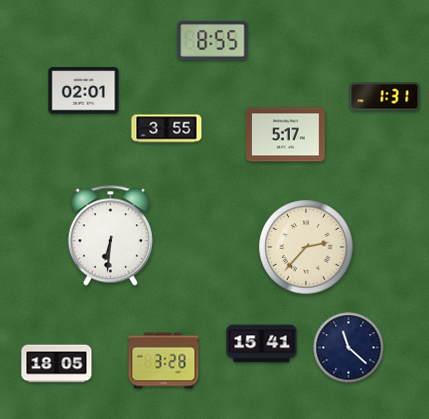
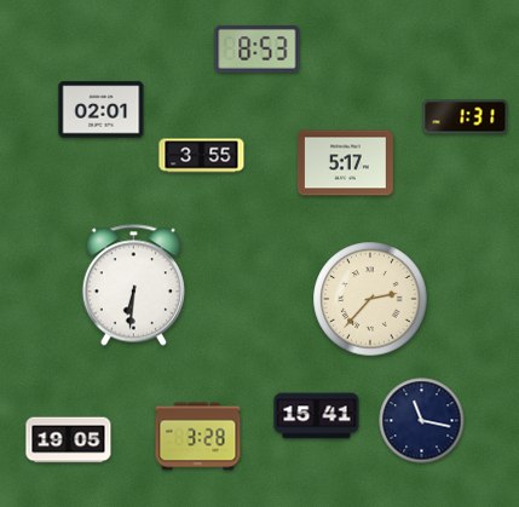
clock at (213, 41): 8:55 -> 8:53
clock at (349, 348): 11:22 -> 11:17
clock at (57, 364): 18:05 -> 19:05
